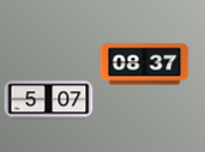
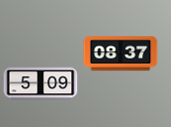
clock at (49, 101): 5:07 -> 5:09
